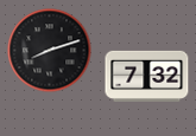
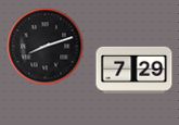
clock at (147, 76): 7:32 -> 7:29
